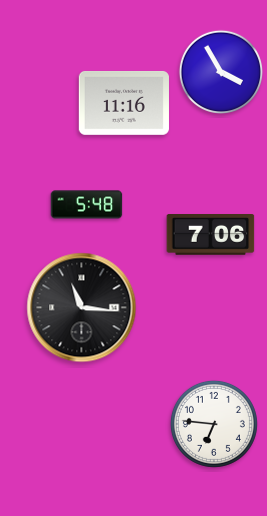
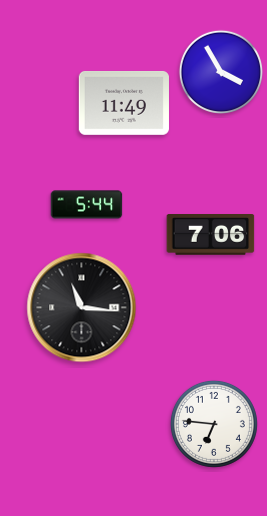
clock at (124, 103): 11:16 -> 11:49
clock at (87, 205): 5:48 -> 5:44
